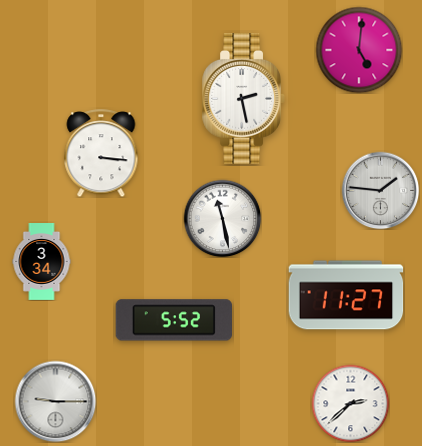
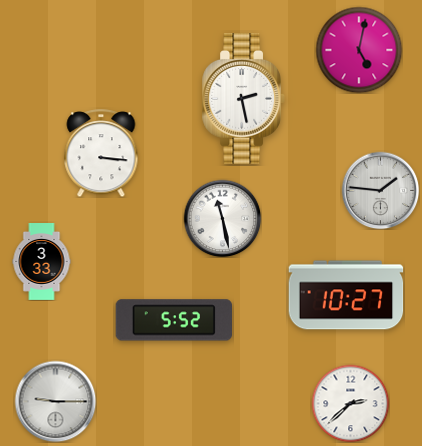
clock at (359, 50): 5:01 -> 5:02
clock at (42, 262): 3:34 -> 3:33
clock at (346, 295): 11:27 -> 10:27
